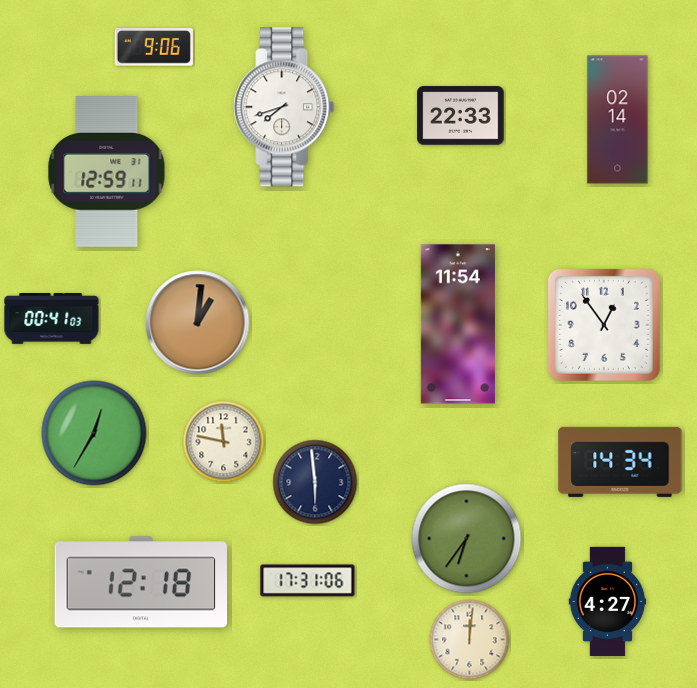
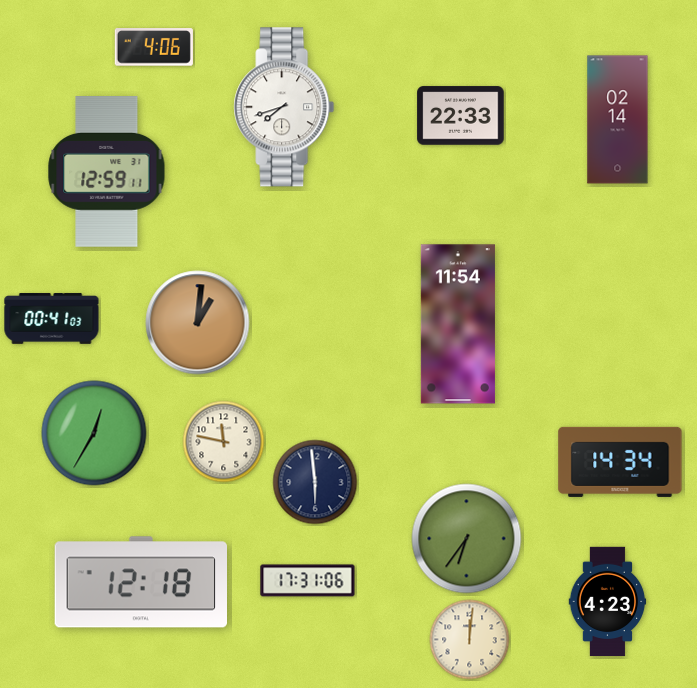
clock at (154, 47): 9:06 -> 4:06
clock at (604, 325): 12:54 -> none
clock at (608, 602): 4:27 -> 4:23
